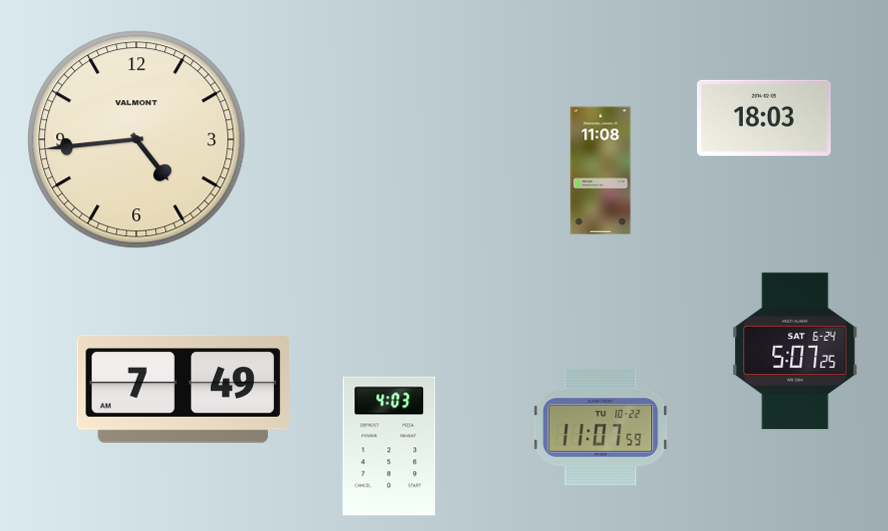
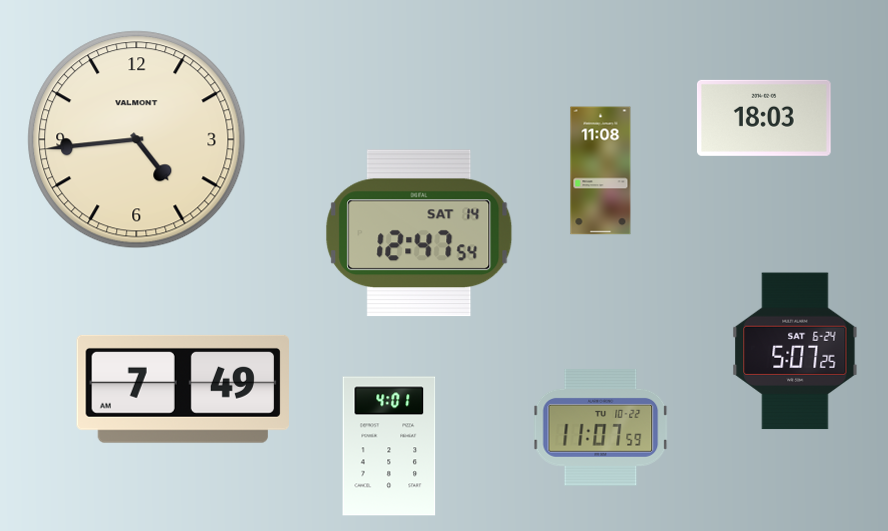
clock at (419, 233): none -> 12:47
clock at (389, 446): 4:03 -> 4:01
